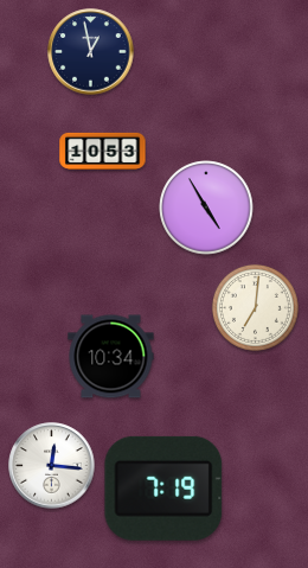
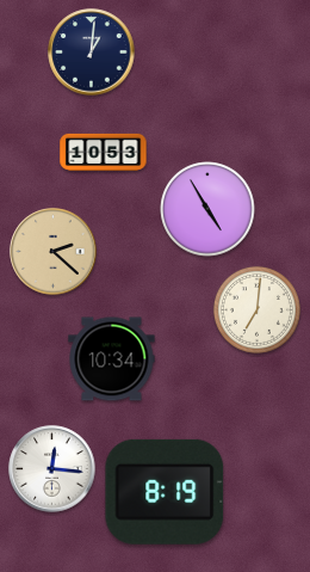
clock at (91, 52): 12:58 -> 1:01
clock at (54, 252): none -> 2:22
clock at (163, 489): 7:19 -> 8:19
